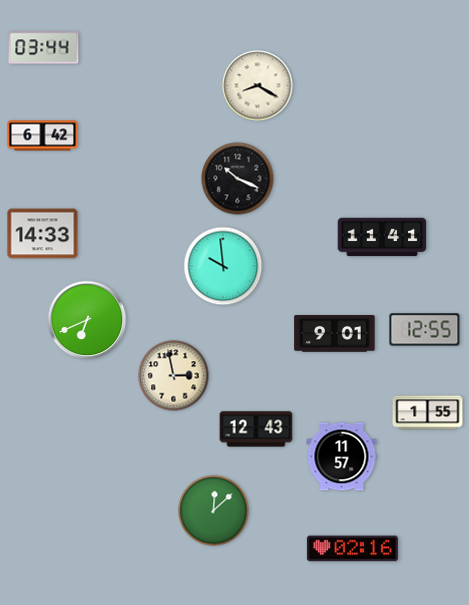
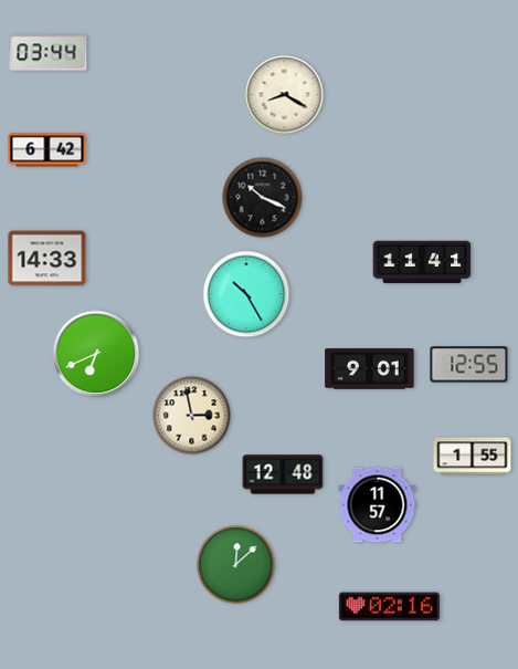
clock at (223, 266): 9:59 -> 10:25
clock at (256, 429): 12:43 -> 12:48
